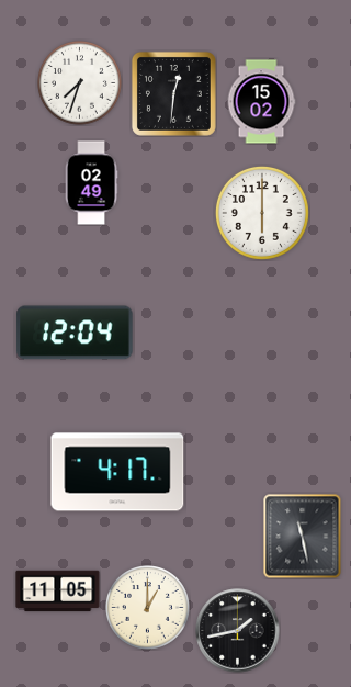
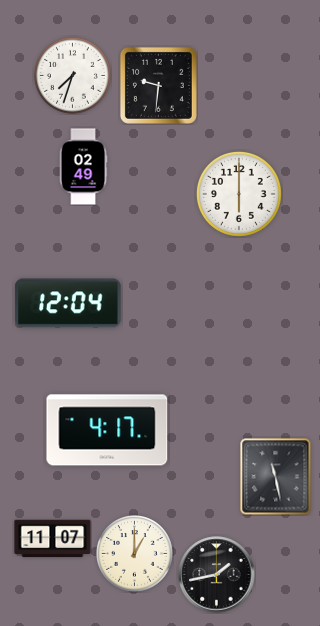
clock at (173, 93): 12:31 -> 9:31
clock at (261, 102): 15:02 -> none
clock at (303, 537) position: (303, 537) -> (276, 477)
clock at (58, 592): 11:05 -> 11:07
